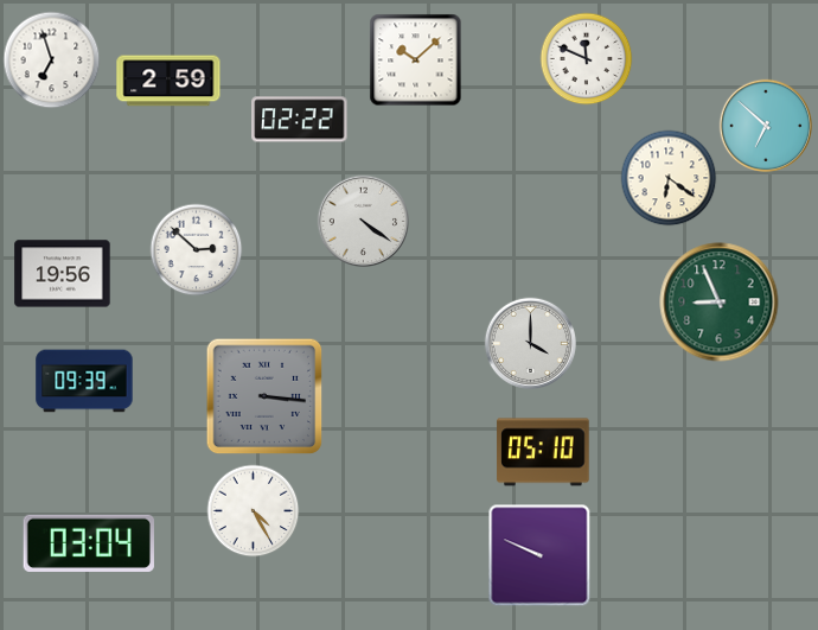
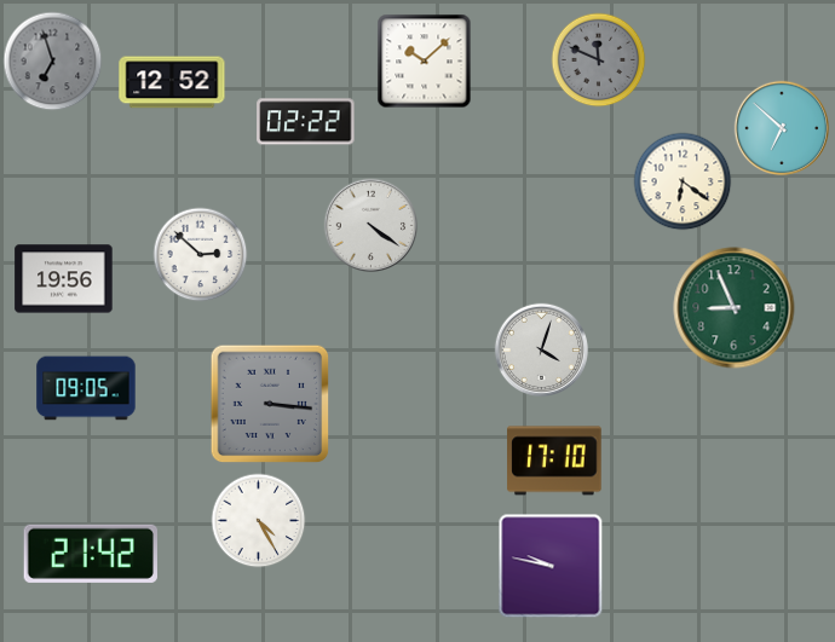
clock at (586, 58) dial: white -> grey
clock at (51, 59) dial: white -> grey
clock at (168, 81): 2:59 -> 12:52
clock at (530, 343): 4:00 -> 4:03
clock at (84, 381): 09:39 -> 09:05
clock at (543, 452): 05:10 -> 17:10
clock at (89, 543): 03:04 -> 21:42
clock at (539, 555): 9:49 -> 9:47
